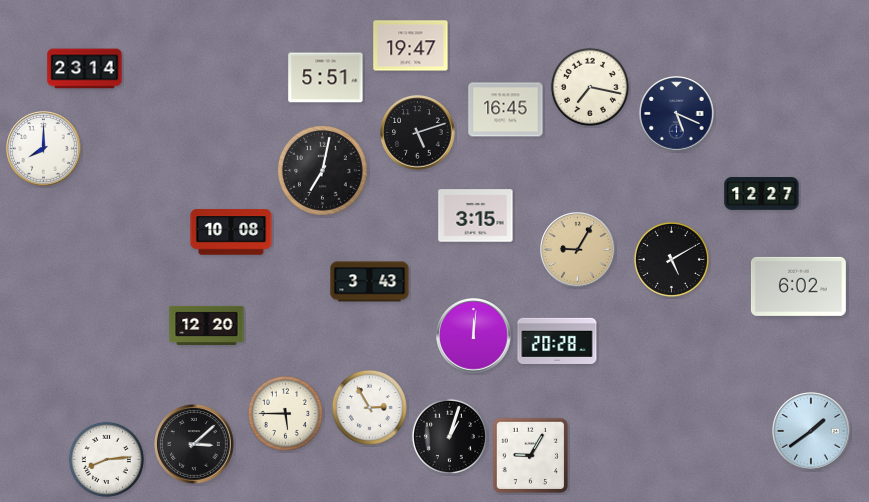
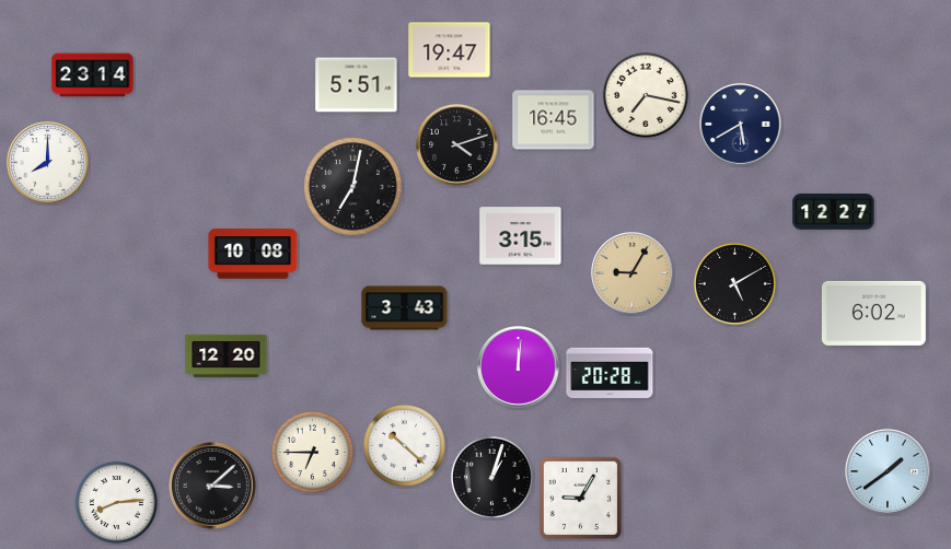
clock at (677, 114): 5:19 -> 5:40
clock at (418, 133): 5:12 -> 4:12
clock at (369, 407): 2:55 -> 10:22
clock at (285, 413): 5:45 -> 6:45
